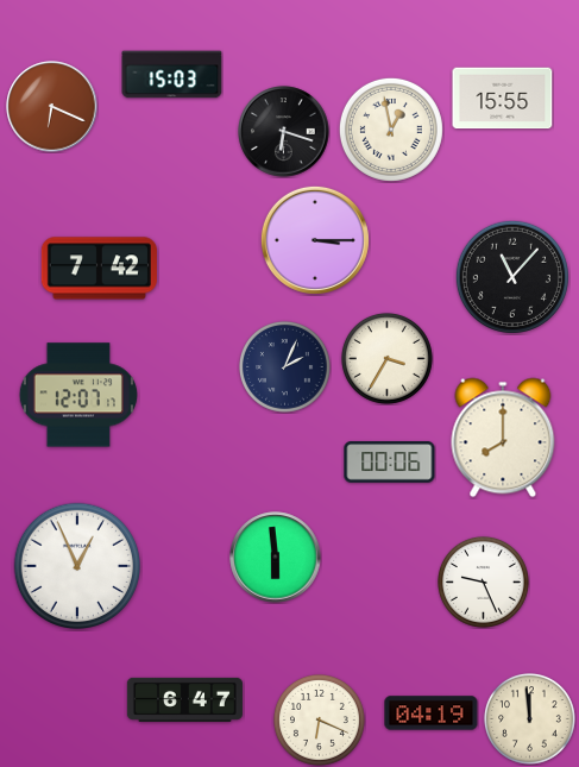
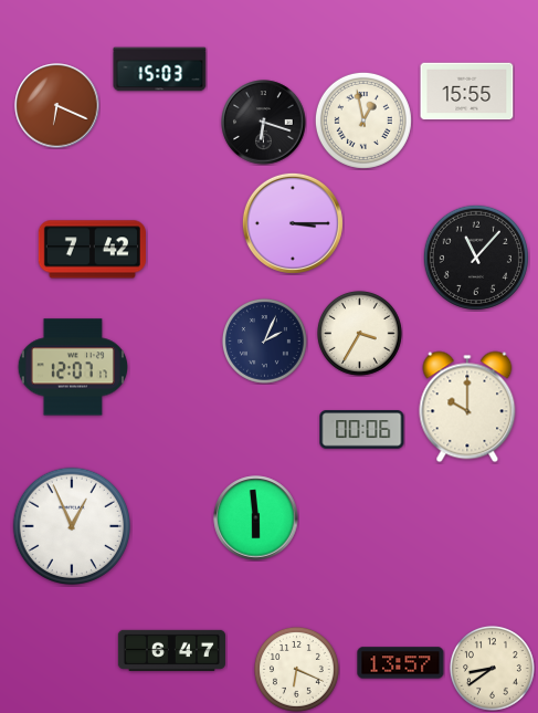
clock at (52, 107) position: (52, 107) -> (57, 106)
clock at (503, 438): 8:00 -> 10:00
clock at (483, 581): 9:26 -> none
clock at (432, 713): 04:19 -> 13:57
clock at (529, 718): 11:59 -> 8:39
